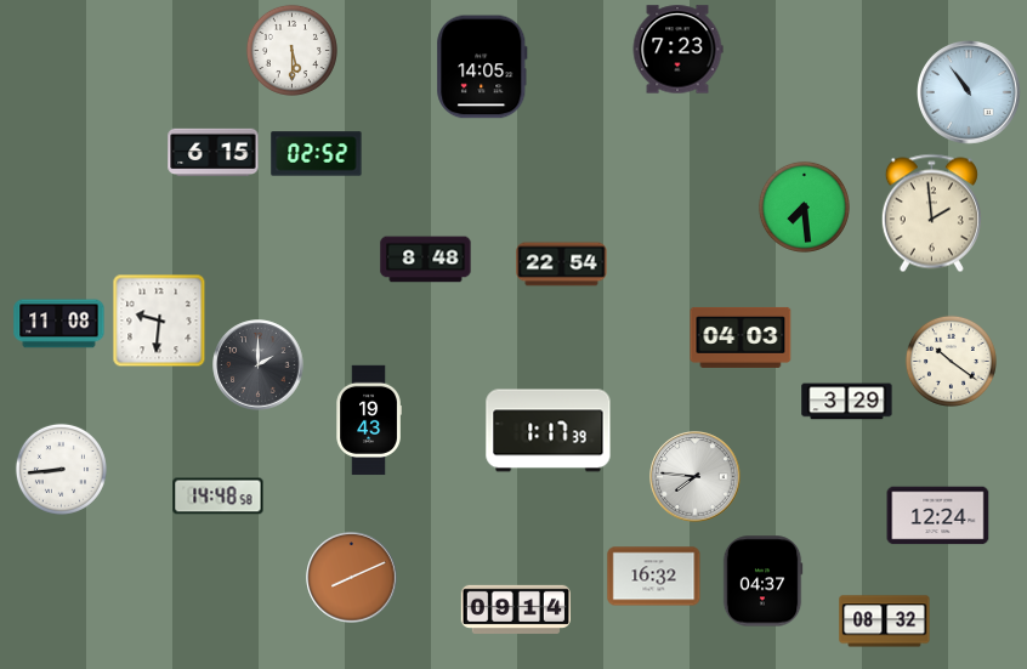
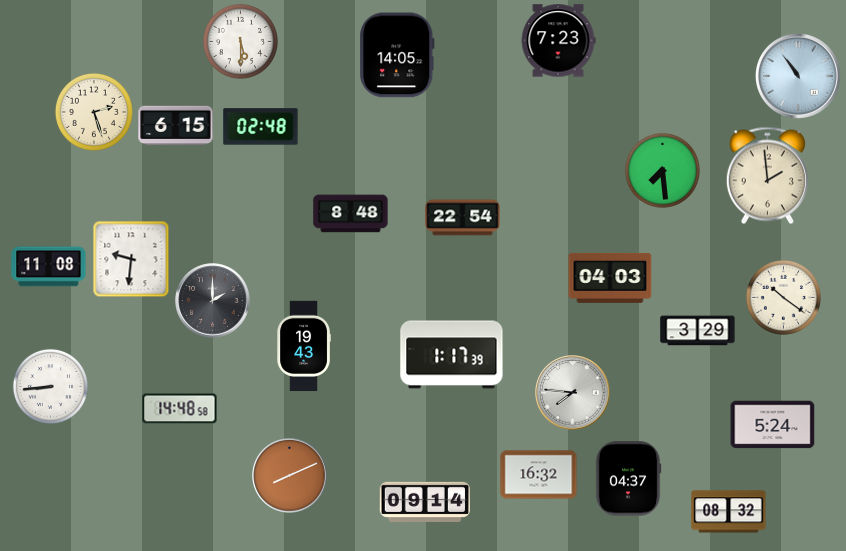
clock at (94, 112): none -> 2:27
clock at (317, 154): 02:52 -> 02:48
clock at (159, 321) position: (159, 321) -> (131, 259)
clock at (938, 516): 12:24 -> 5:24
